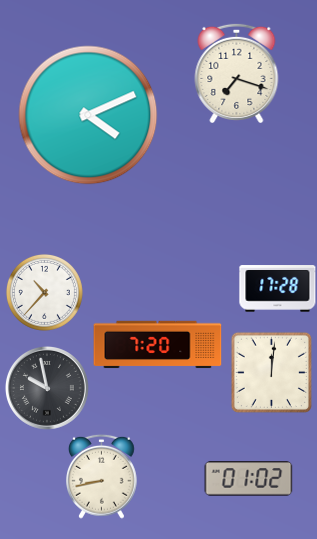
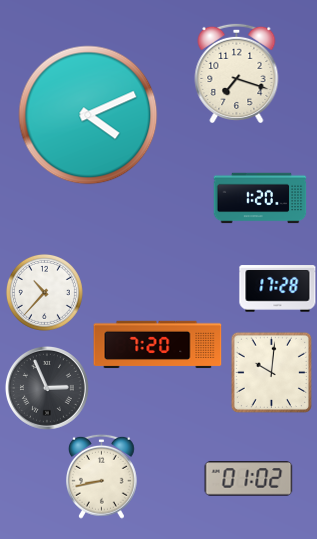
clock at (260, 198): none -> 1:20
clock at (271, 372): 12:01 -> 10:01
clock at (47, 388): 9:58 -> 2:56
